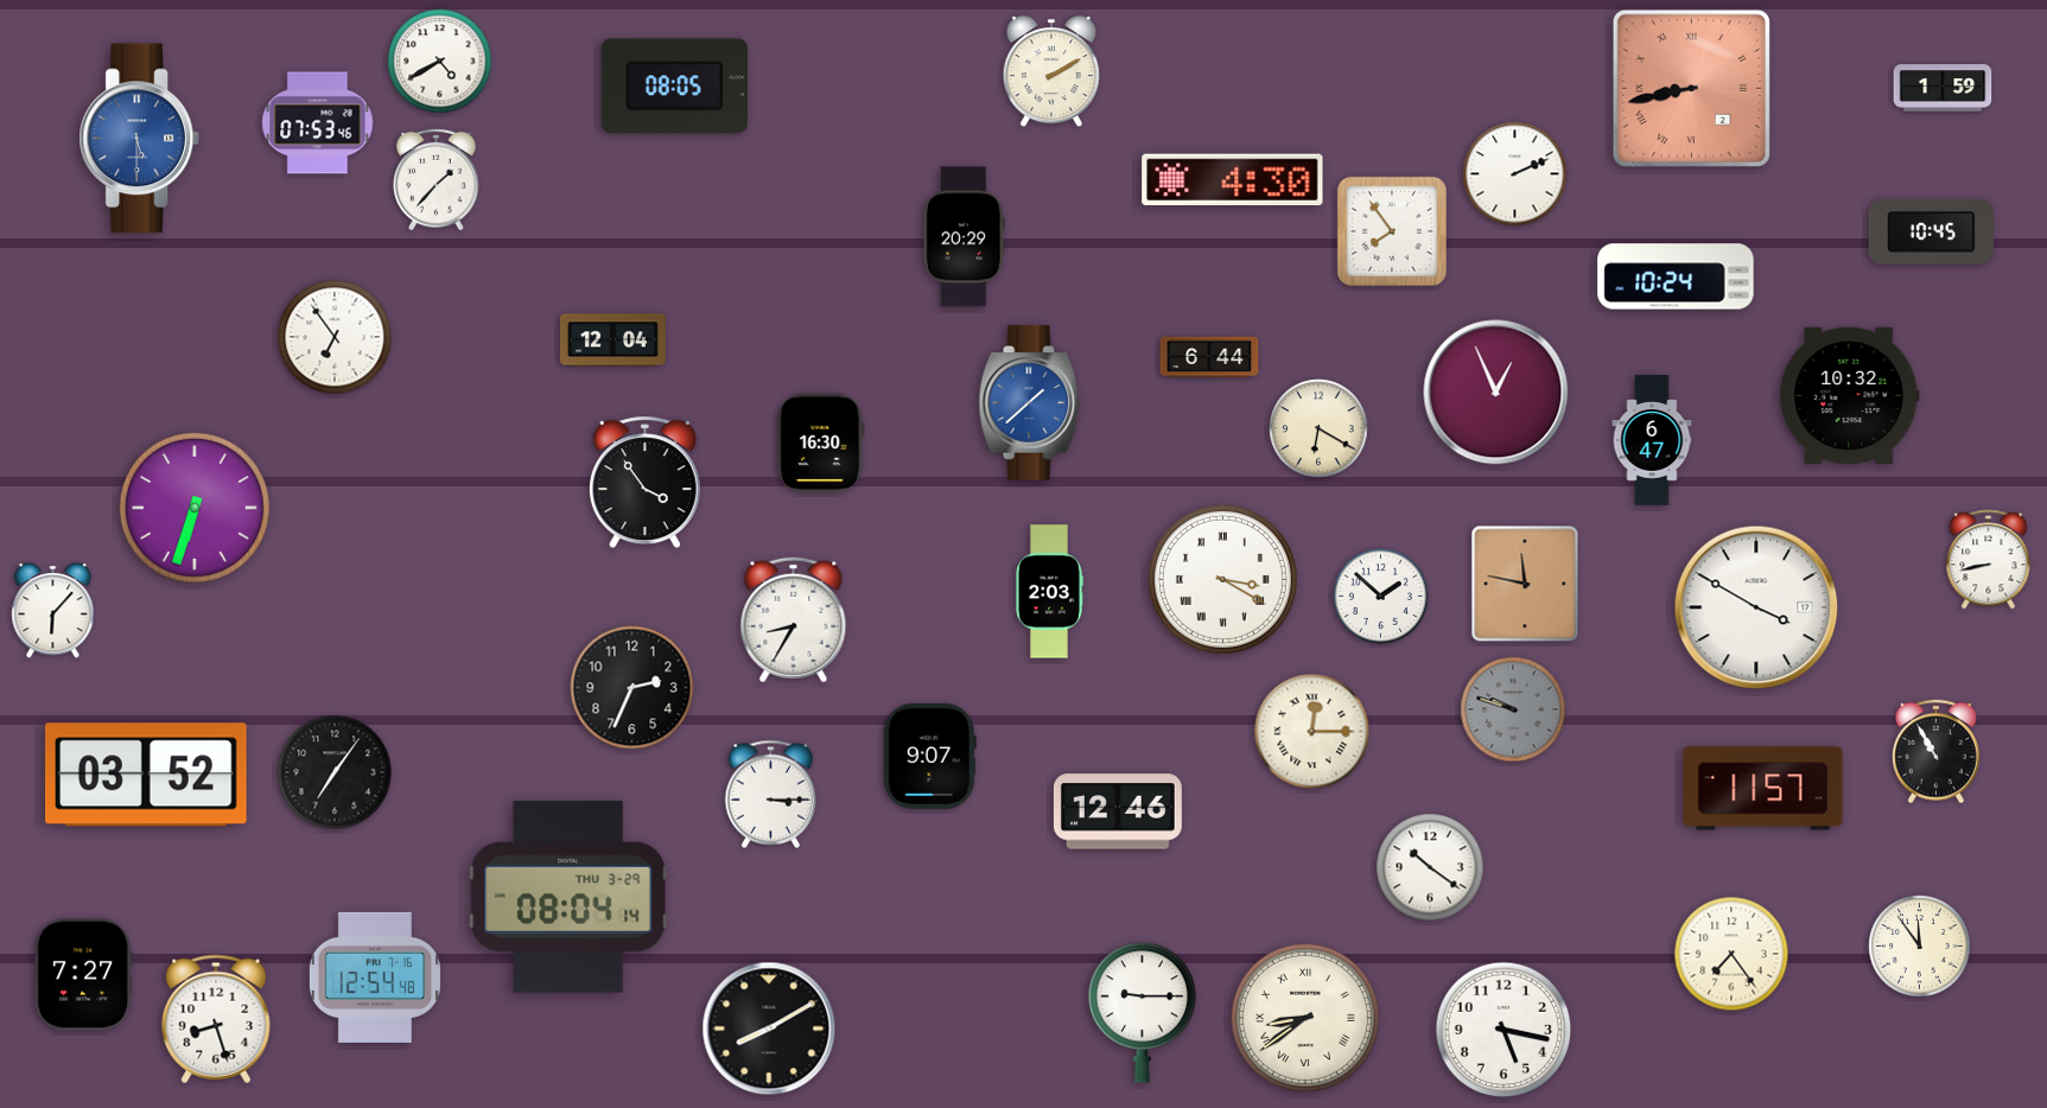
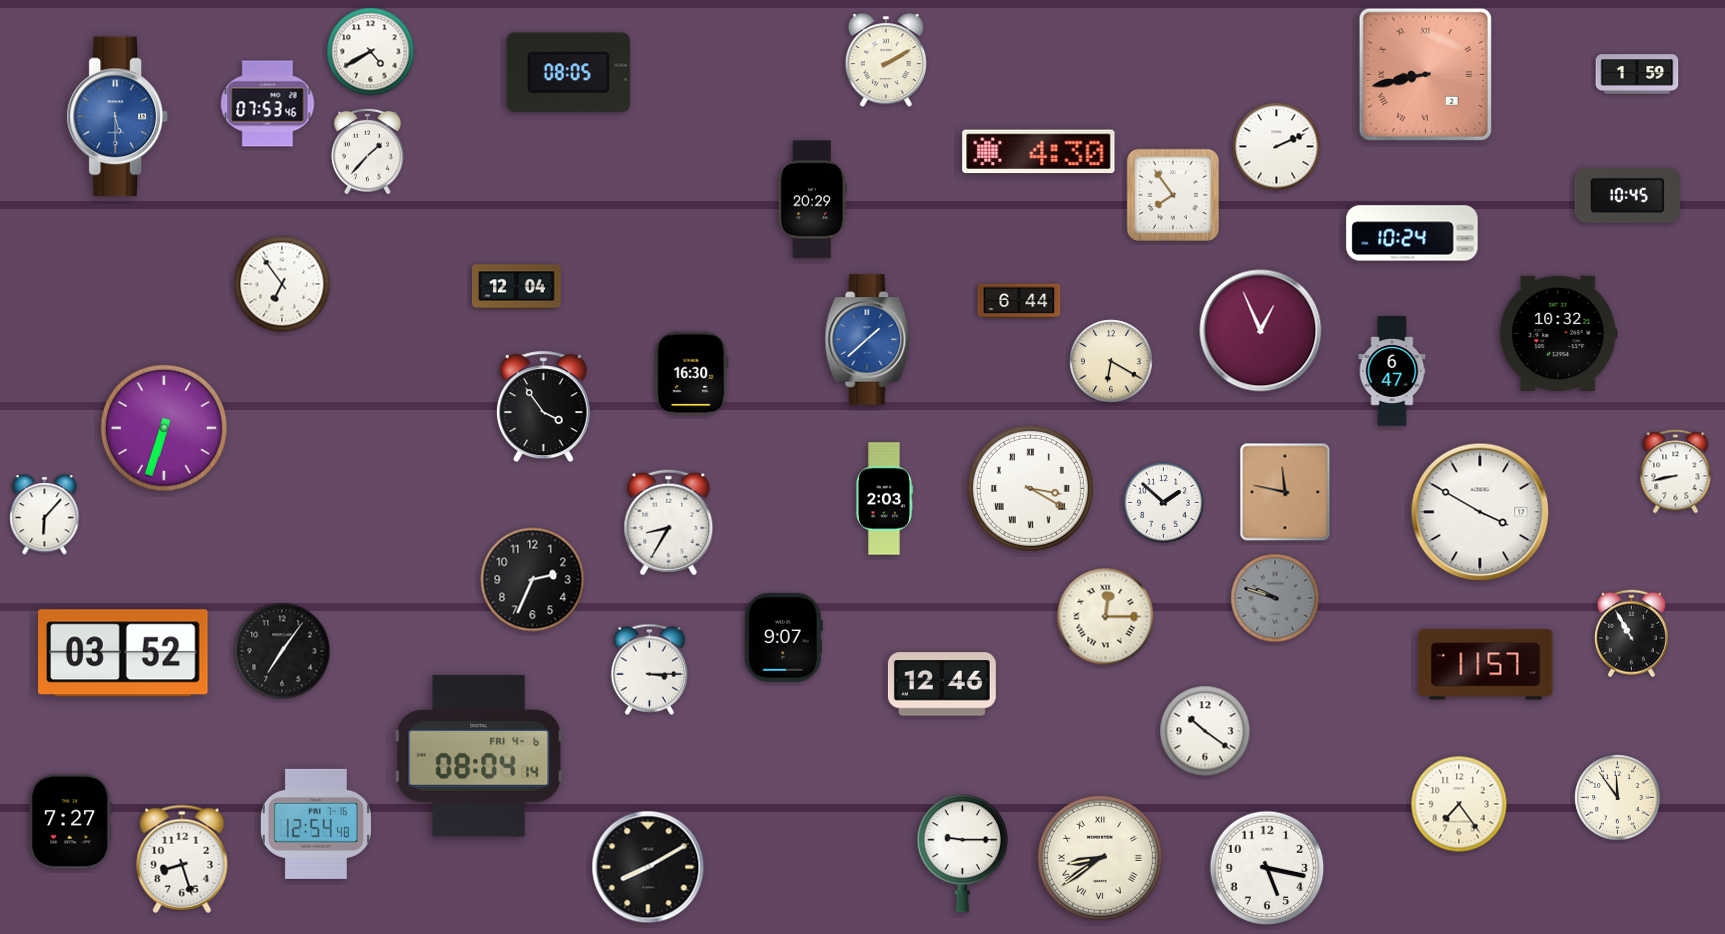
clock at (568, 897) date: THU 3-29 -> FRI 4-6
